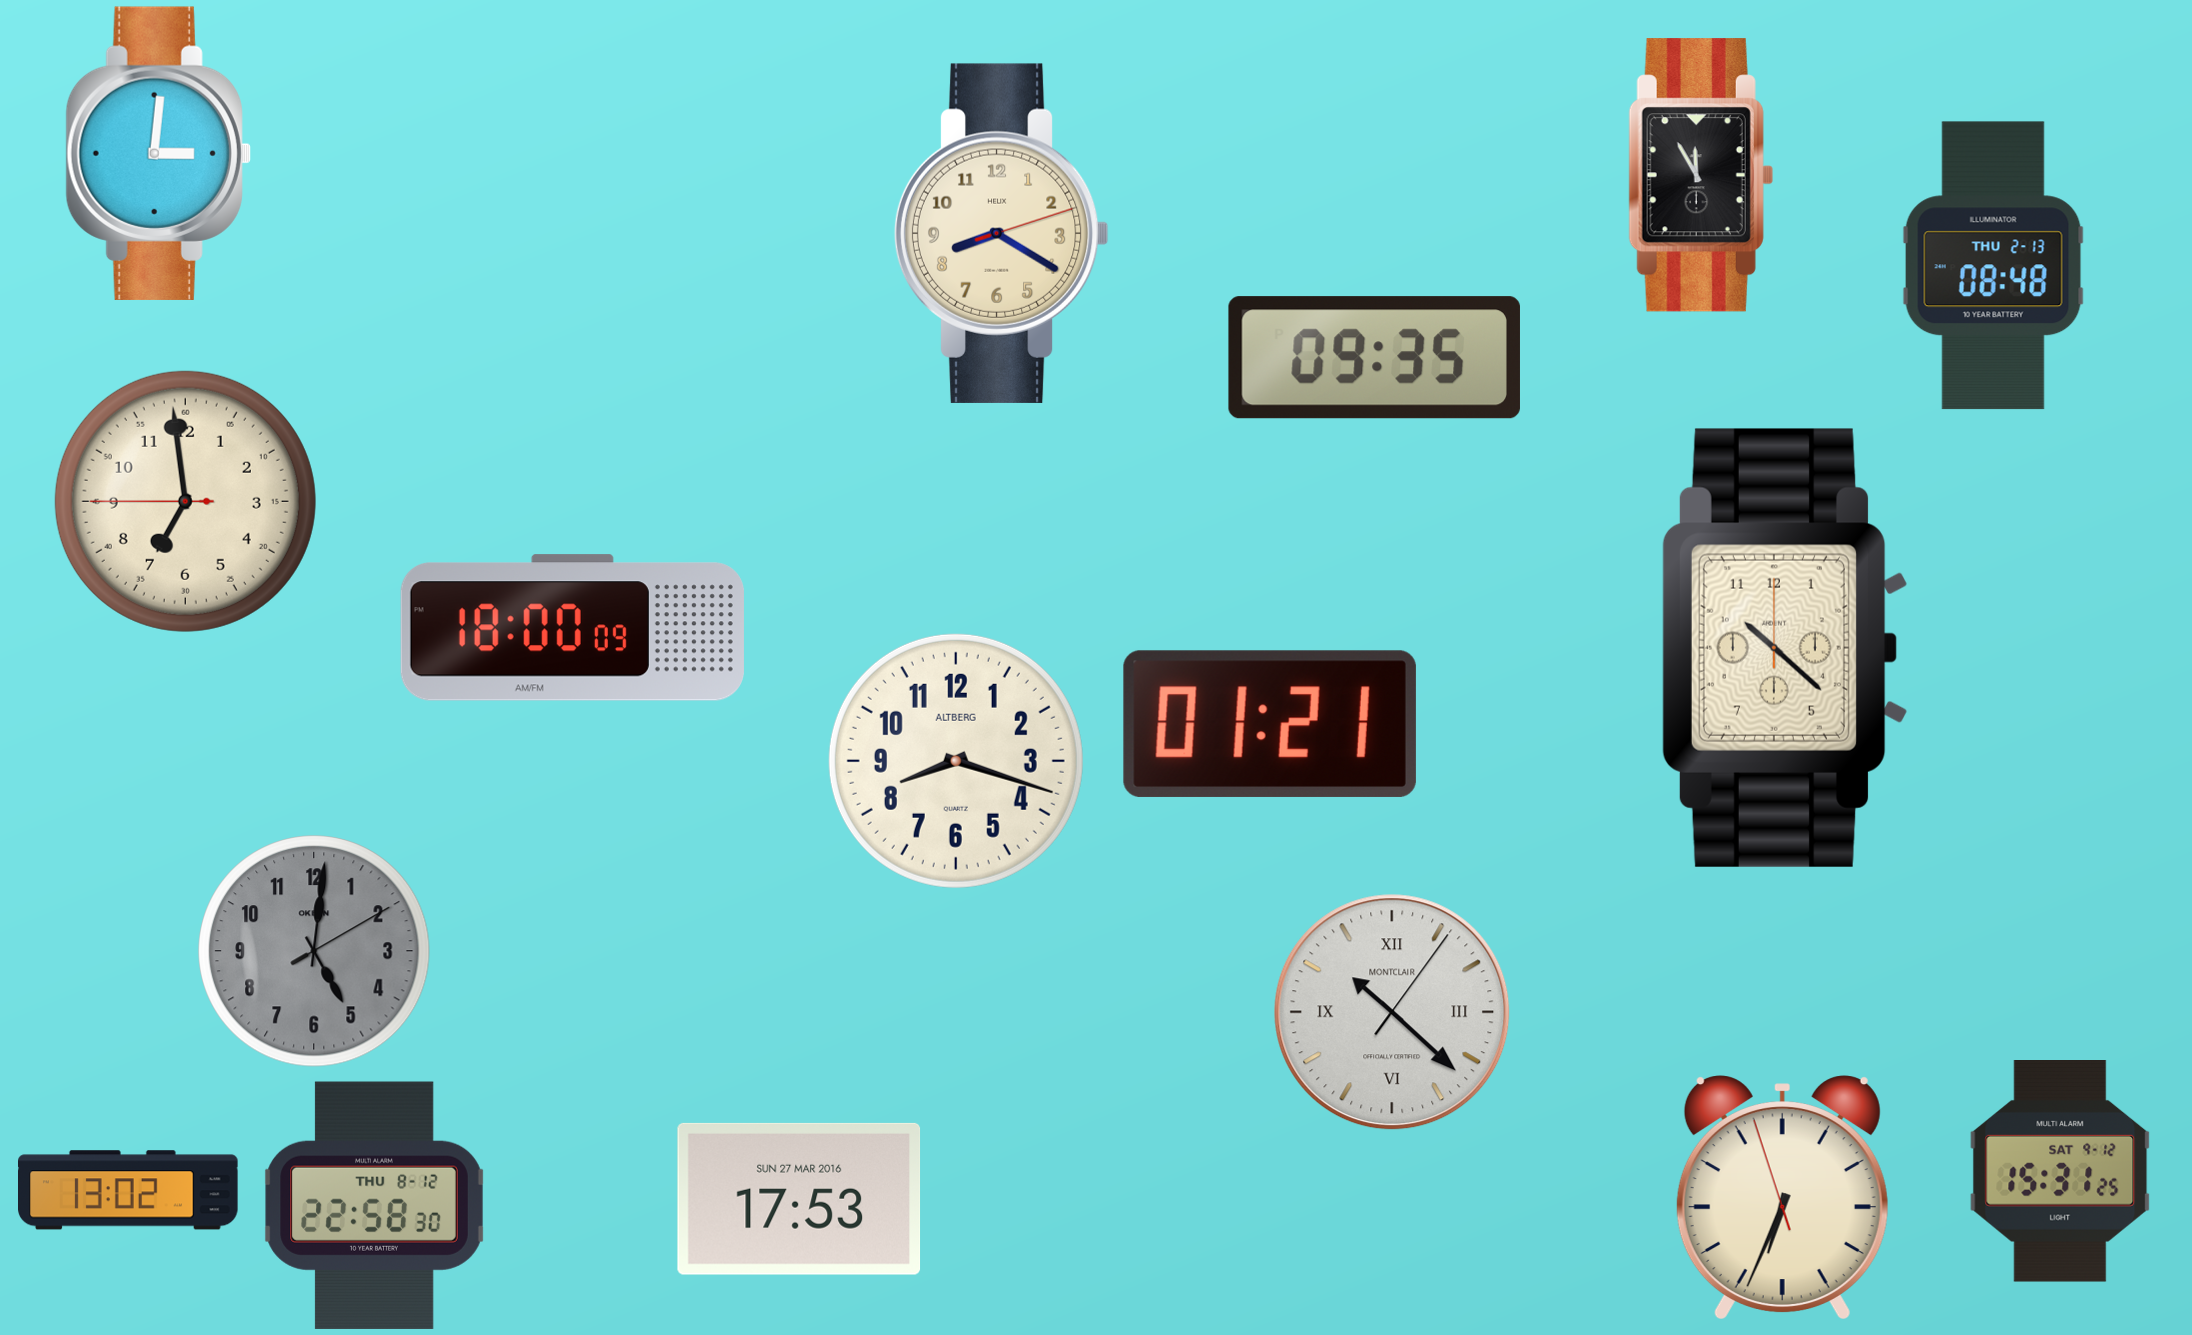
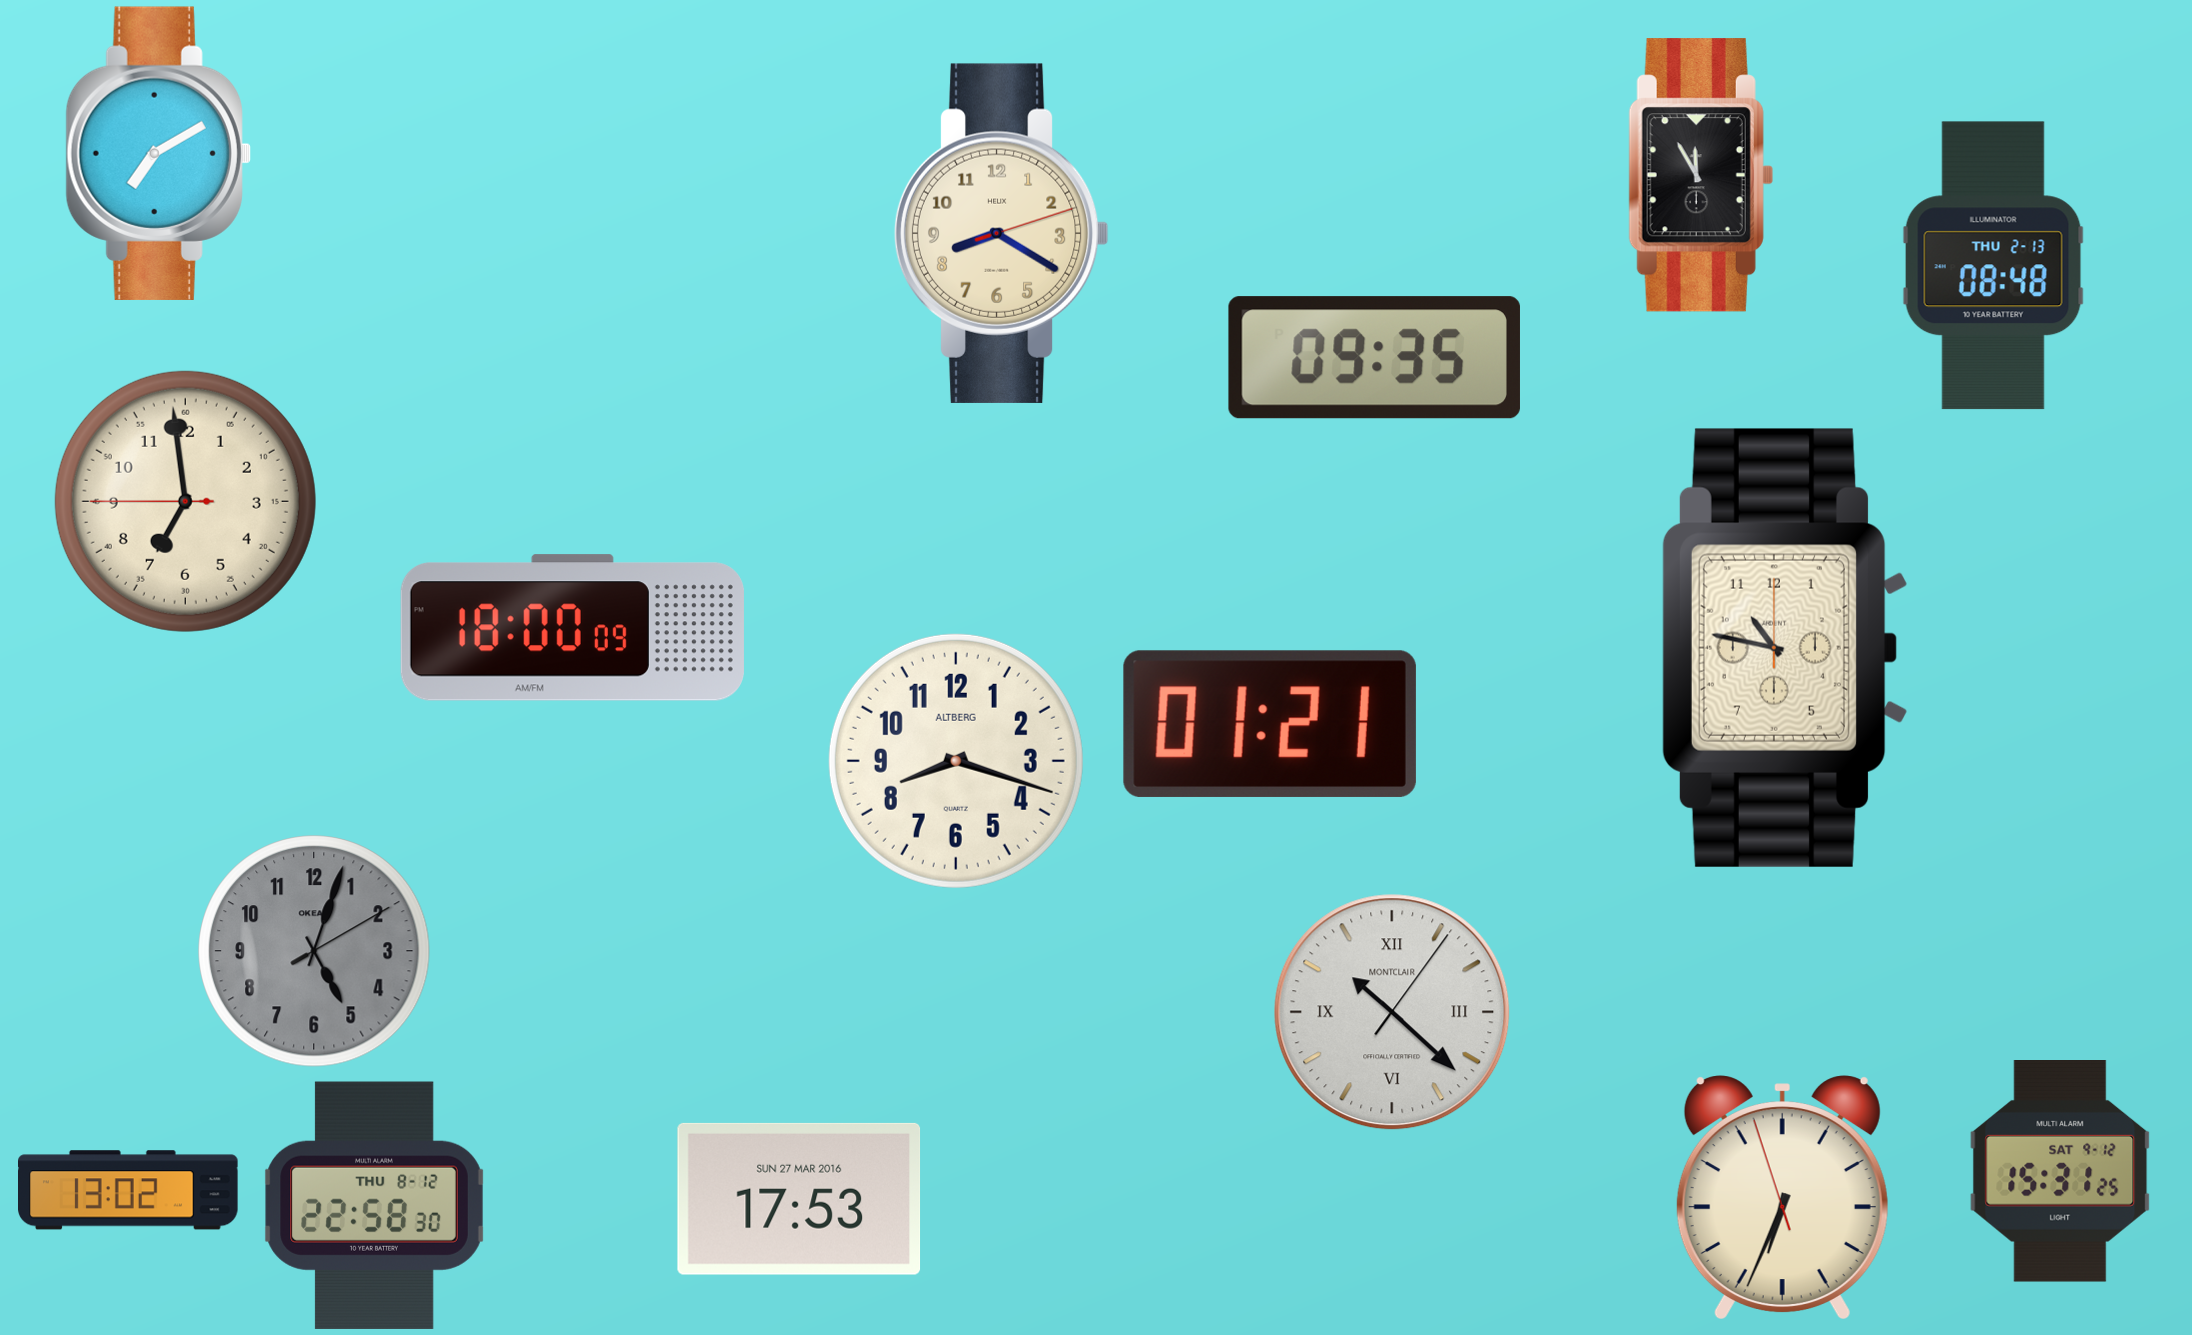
clock at (158, 153): 3:01 -> 7:10
clock at (1784, 648): 10:22 -> 10:47
clock at (314, 951): 5:01 -> 5:03
